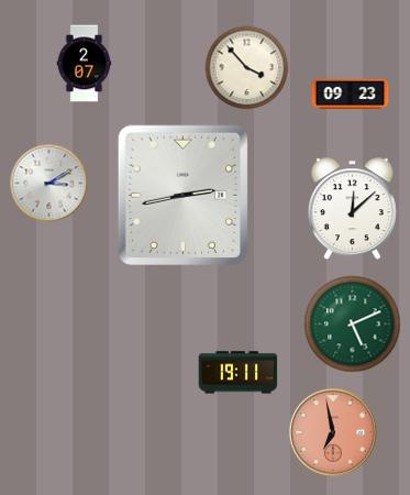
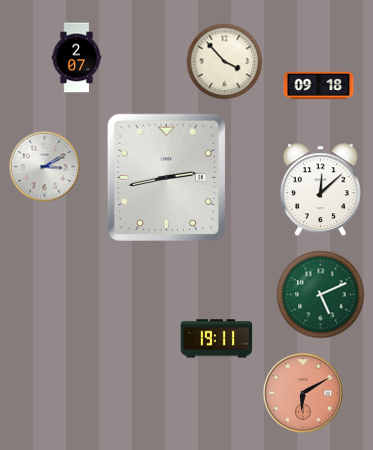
clock at (351, 95): 09:23 -> 09:18
clock at (333, 432): 6:58 -> 6:10
